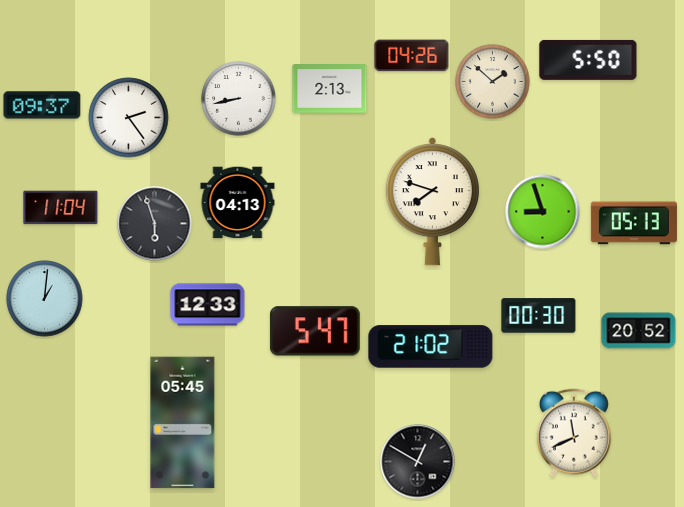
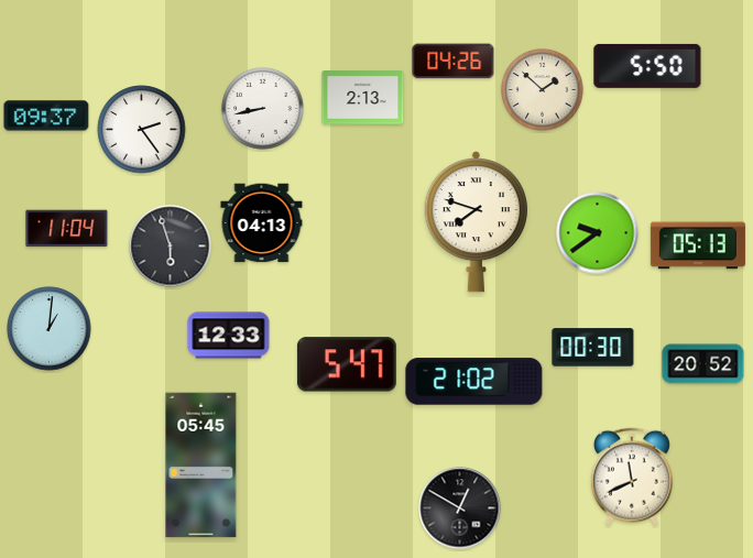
clock at (543, 212): 8:57 -> 9:39
